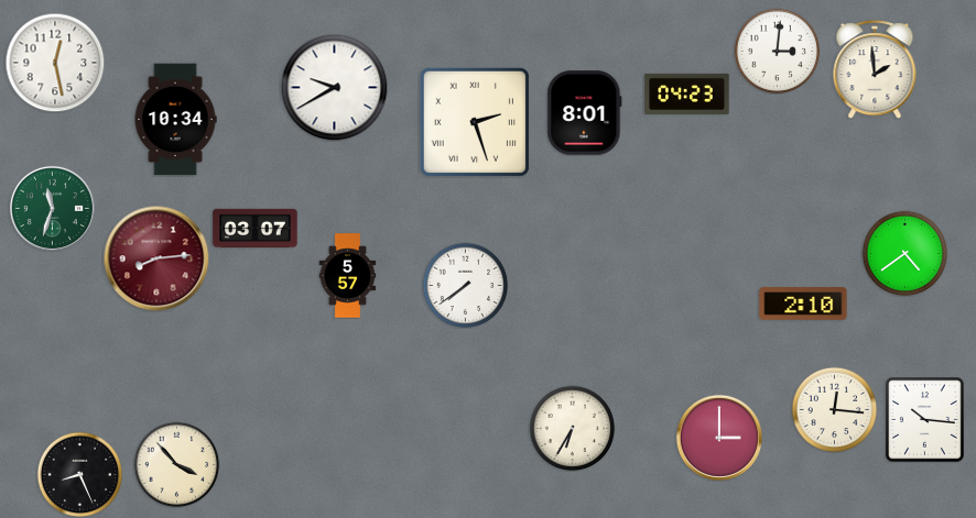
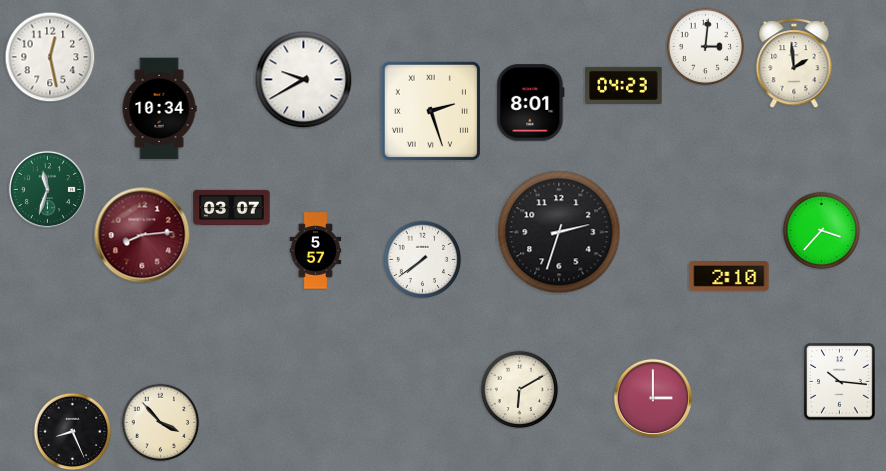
clock at (904, 253): 4:39 -> 3:37
clock at (559, 232): none -> 2:33
clock at (834, 409): 12:16 -> none
clock at (572, 428): 6:35 -> 6:10
